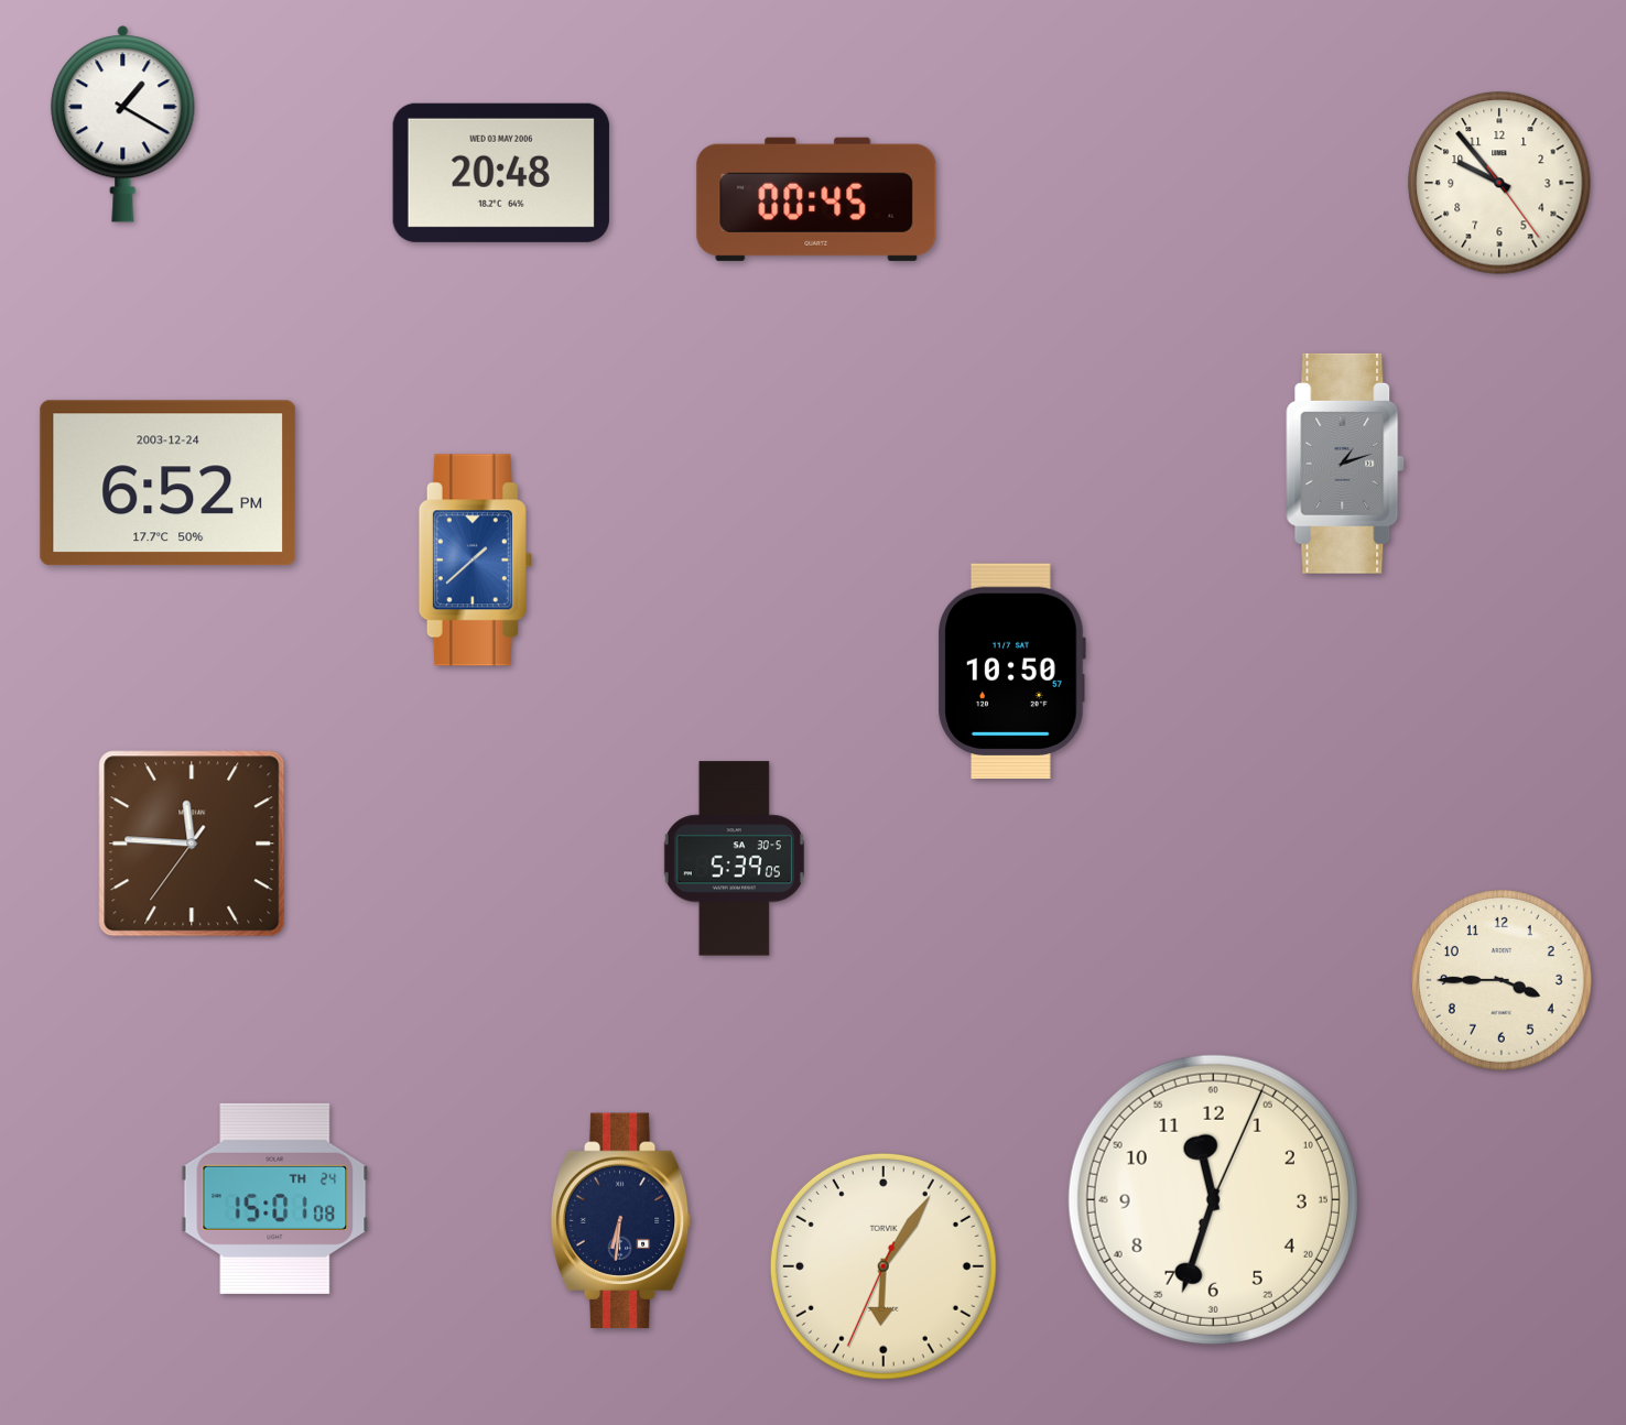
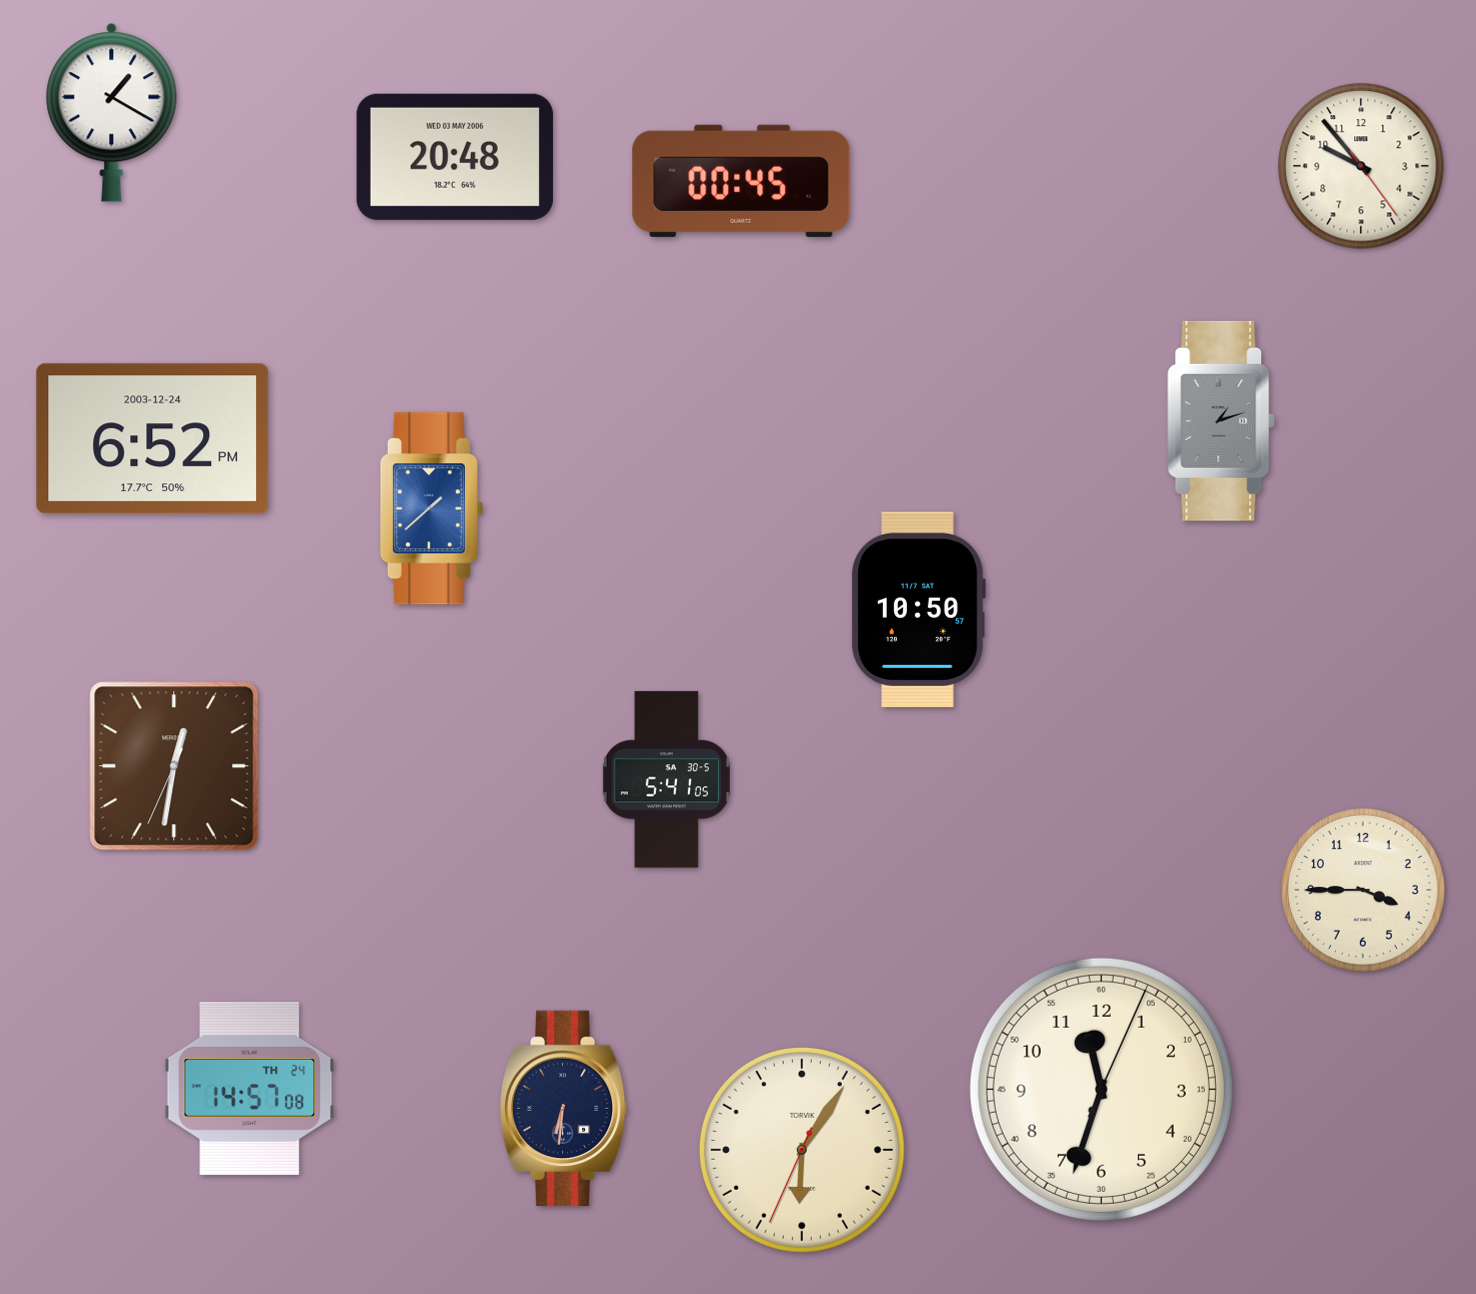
clock at (192, 844): 11:45 -> 12:31
clock at (734, 859): 5:39 -> 5:41
clock at (275, 1198): 15:01 -> 14:57
